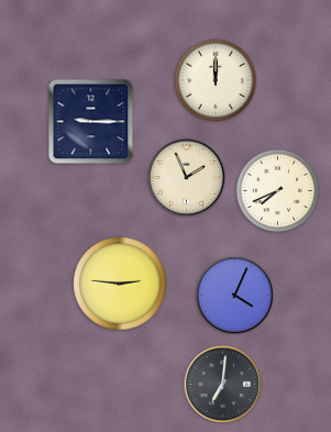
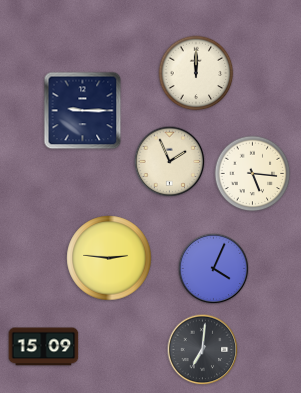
clock at (278, 191): 7:41 -> 5:16
clock at (44, 347): none -> 15:09
